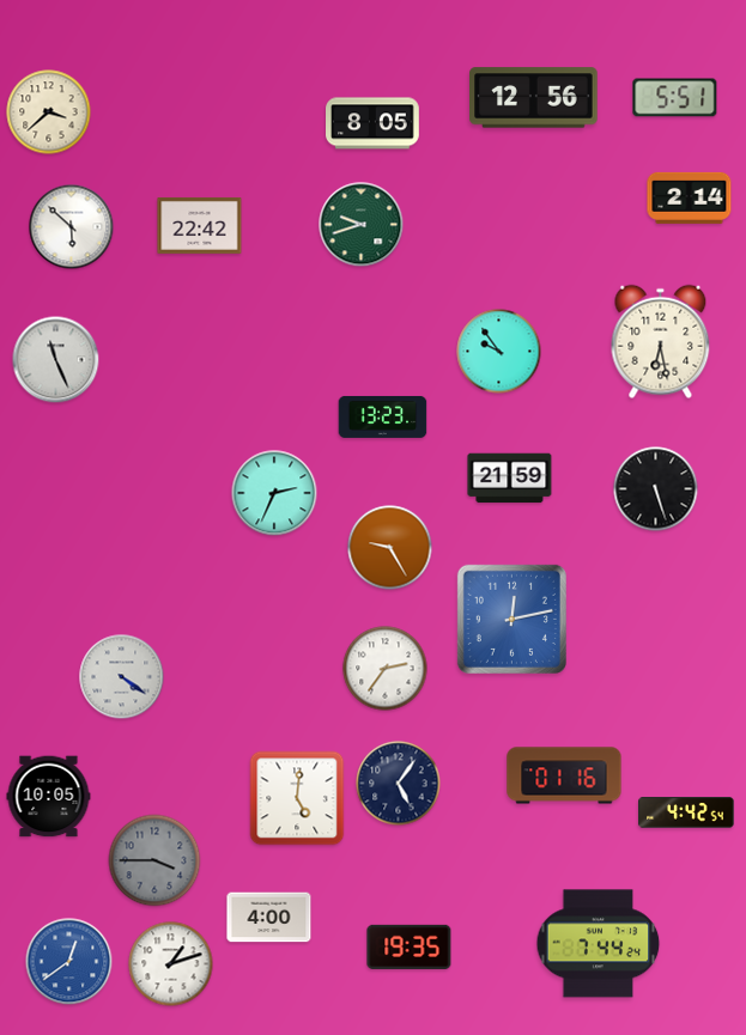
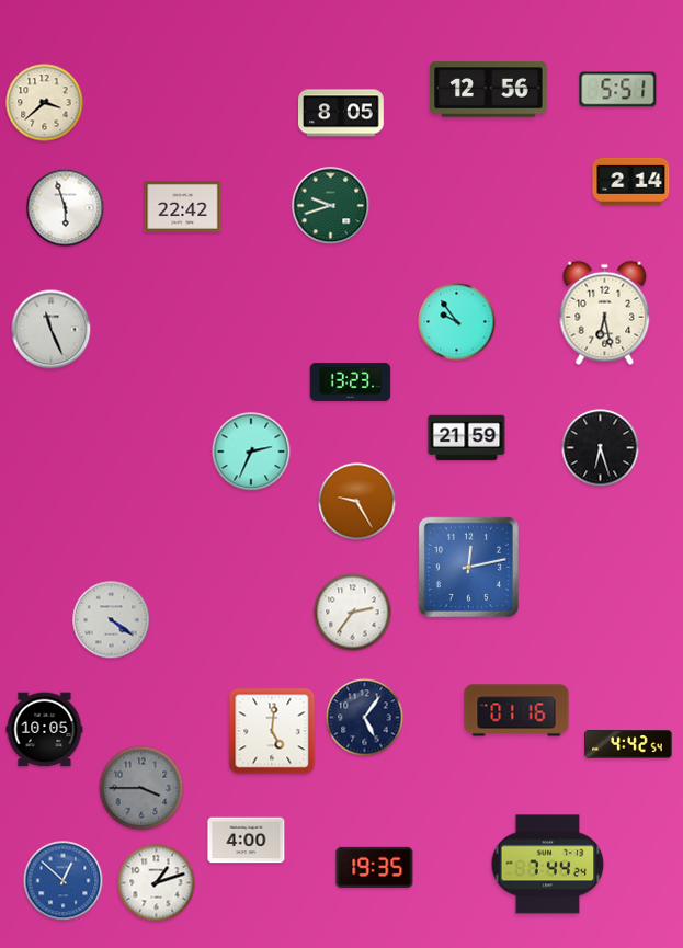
clock at (72, 227): 5:52 -> 5:57
clock at (656, 489): 5:27 -> 6:27
clock at (69, 962): 12:39 -> 12:52
